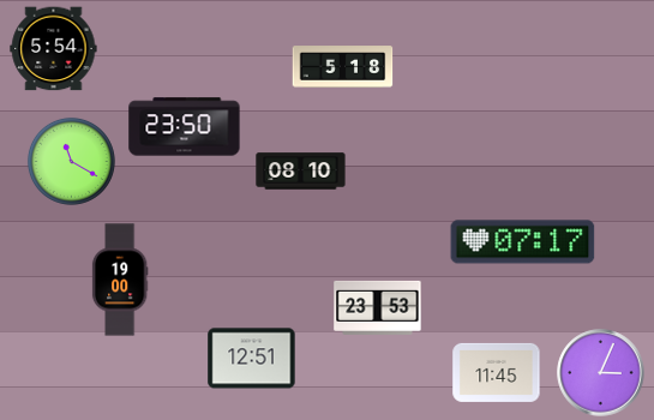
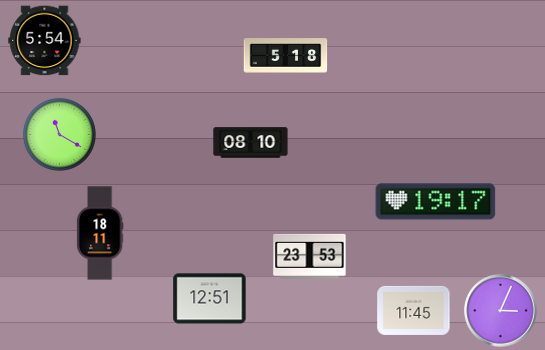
clock at (185, 127): 23:50 -> none
clock at (523, 242): 07:17 -> 19:17
clock at (120, 280): 19:00 -> 18:11
clock at (378, 307) position: (378, 307) -> (310, 256)
